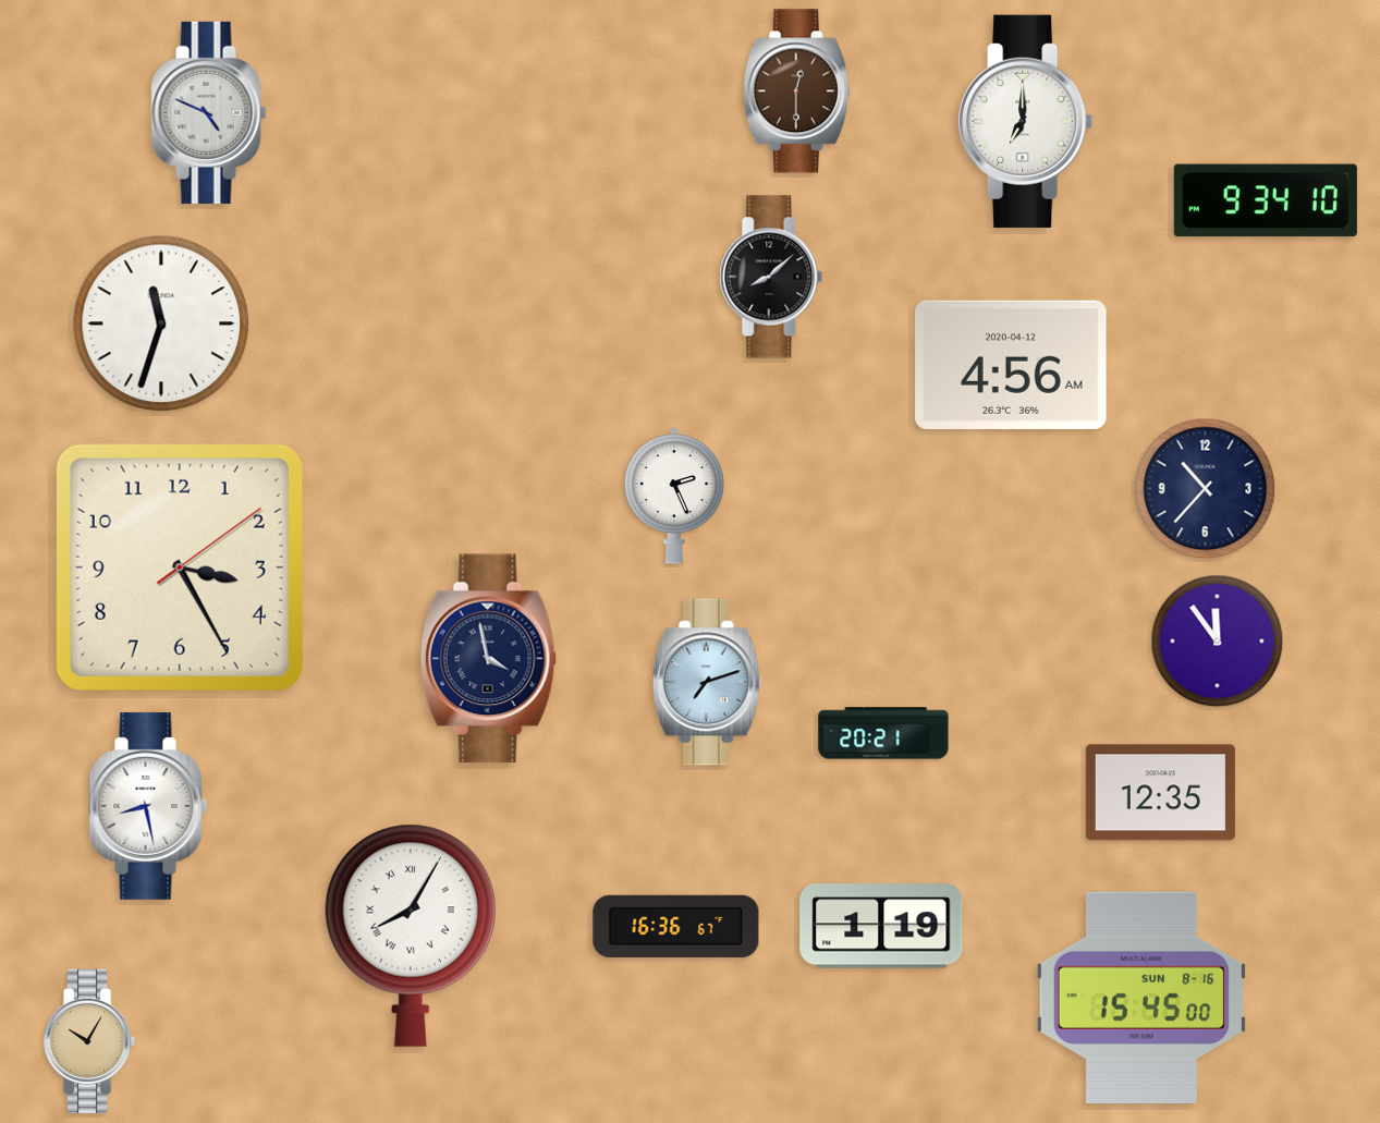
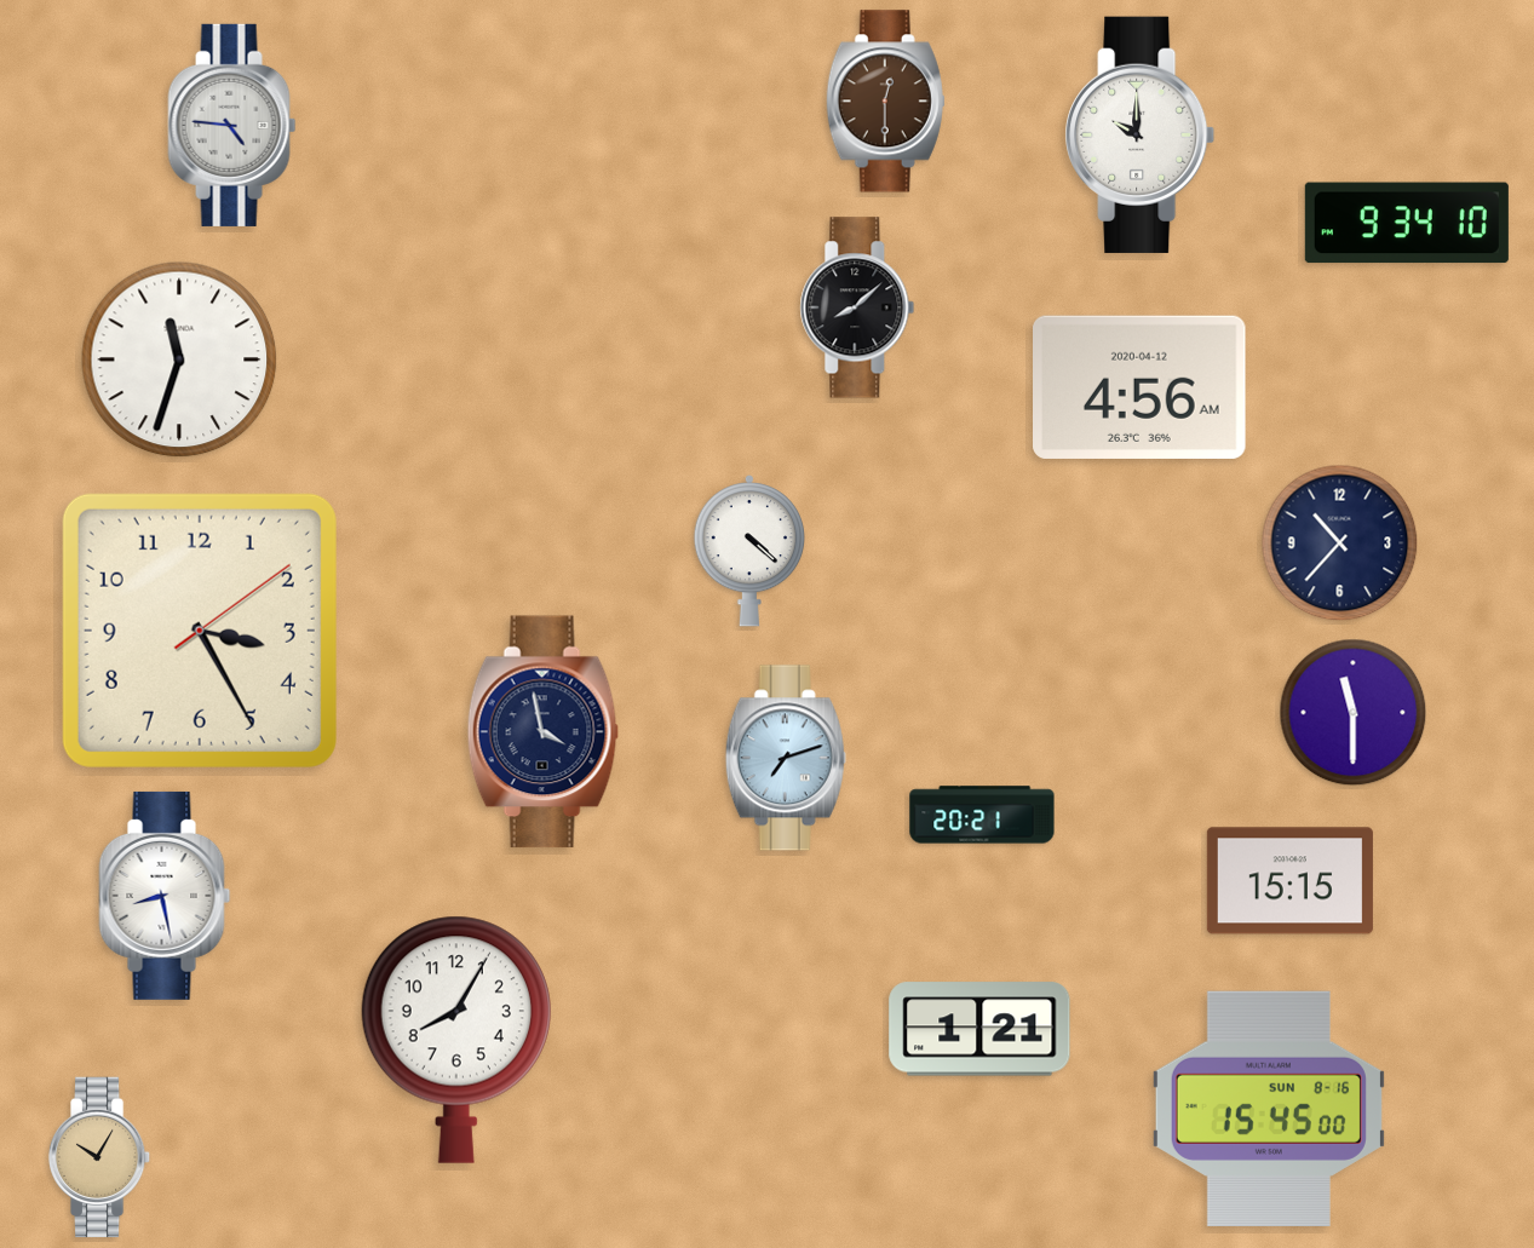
clock at (209, 112): 4:49 -> 4:46
clock at (1026, 121): 7:00 -> 10:00
clock at (1012, 365) position: (1012, 365) -> (1141, 387)
clock at (673, 496): 2:26 -> 4:22
clock at (1218, 642): 11:54 -> 11:30
clock at (1160, 793): 12:35 -> 15:15
clock at (676, 926): 16:36 -> none
clock at (881, 926): 1:19 -> 1:21
clock at (411, 936) numerals: Roman -> Arabic
